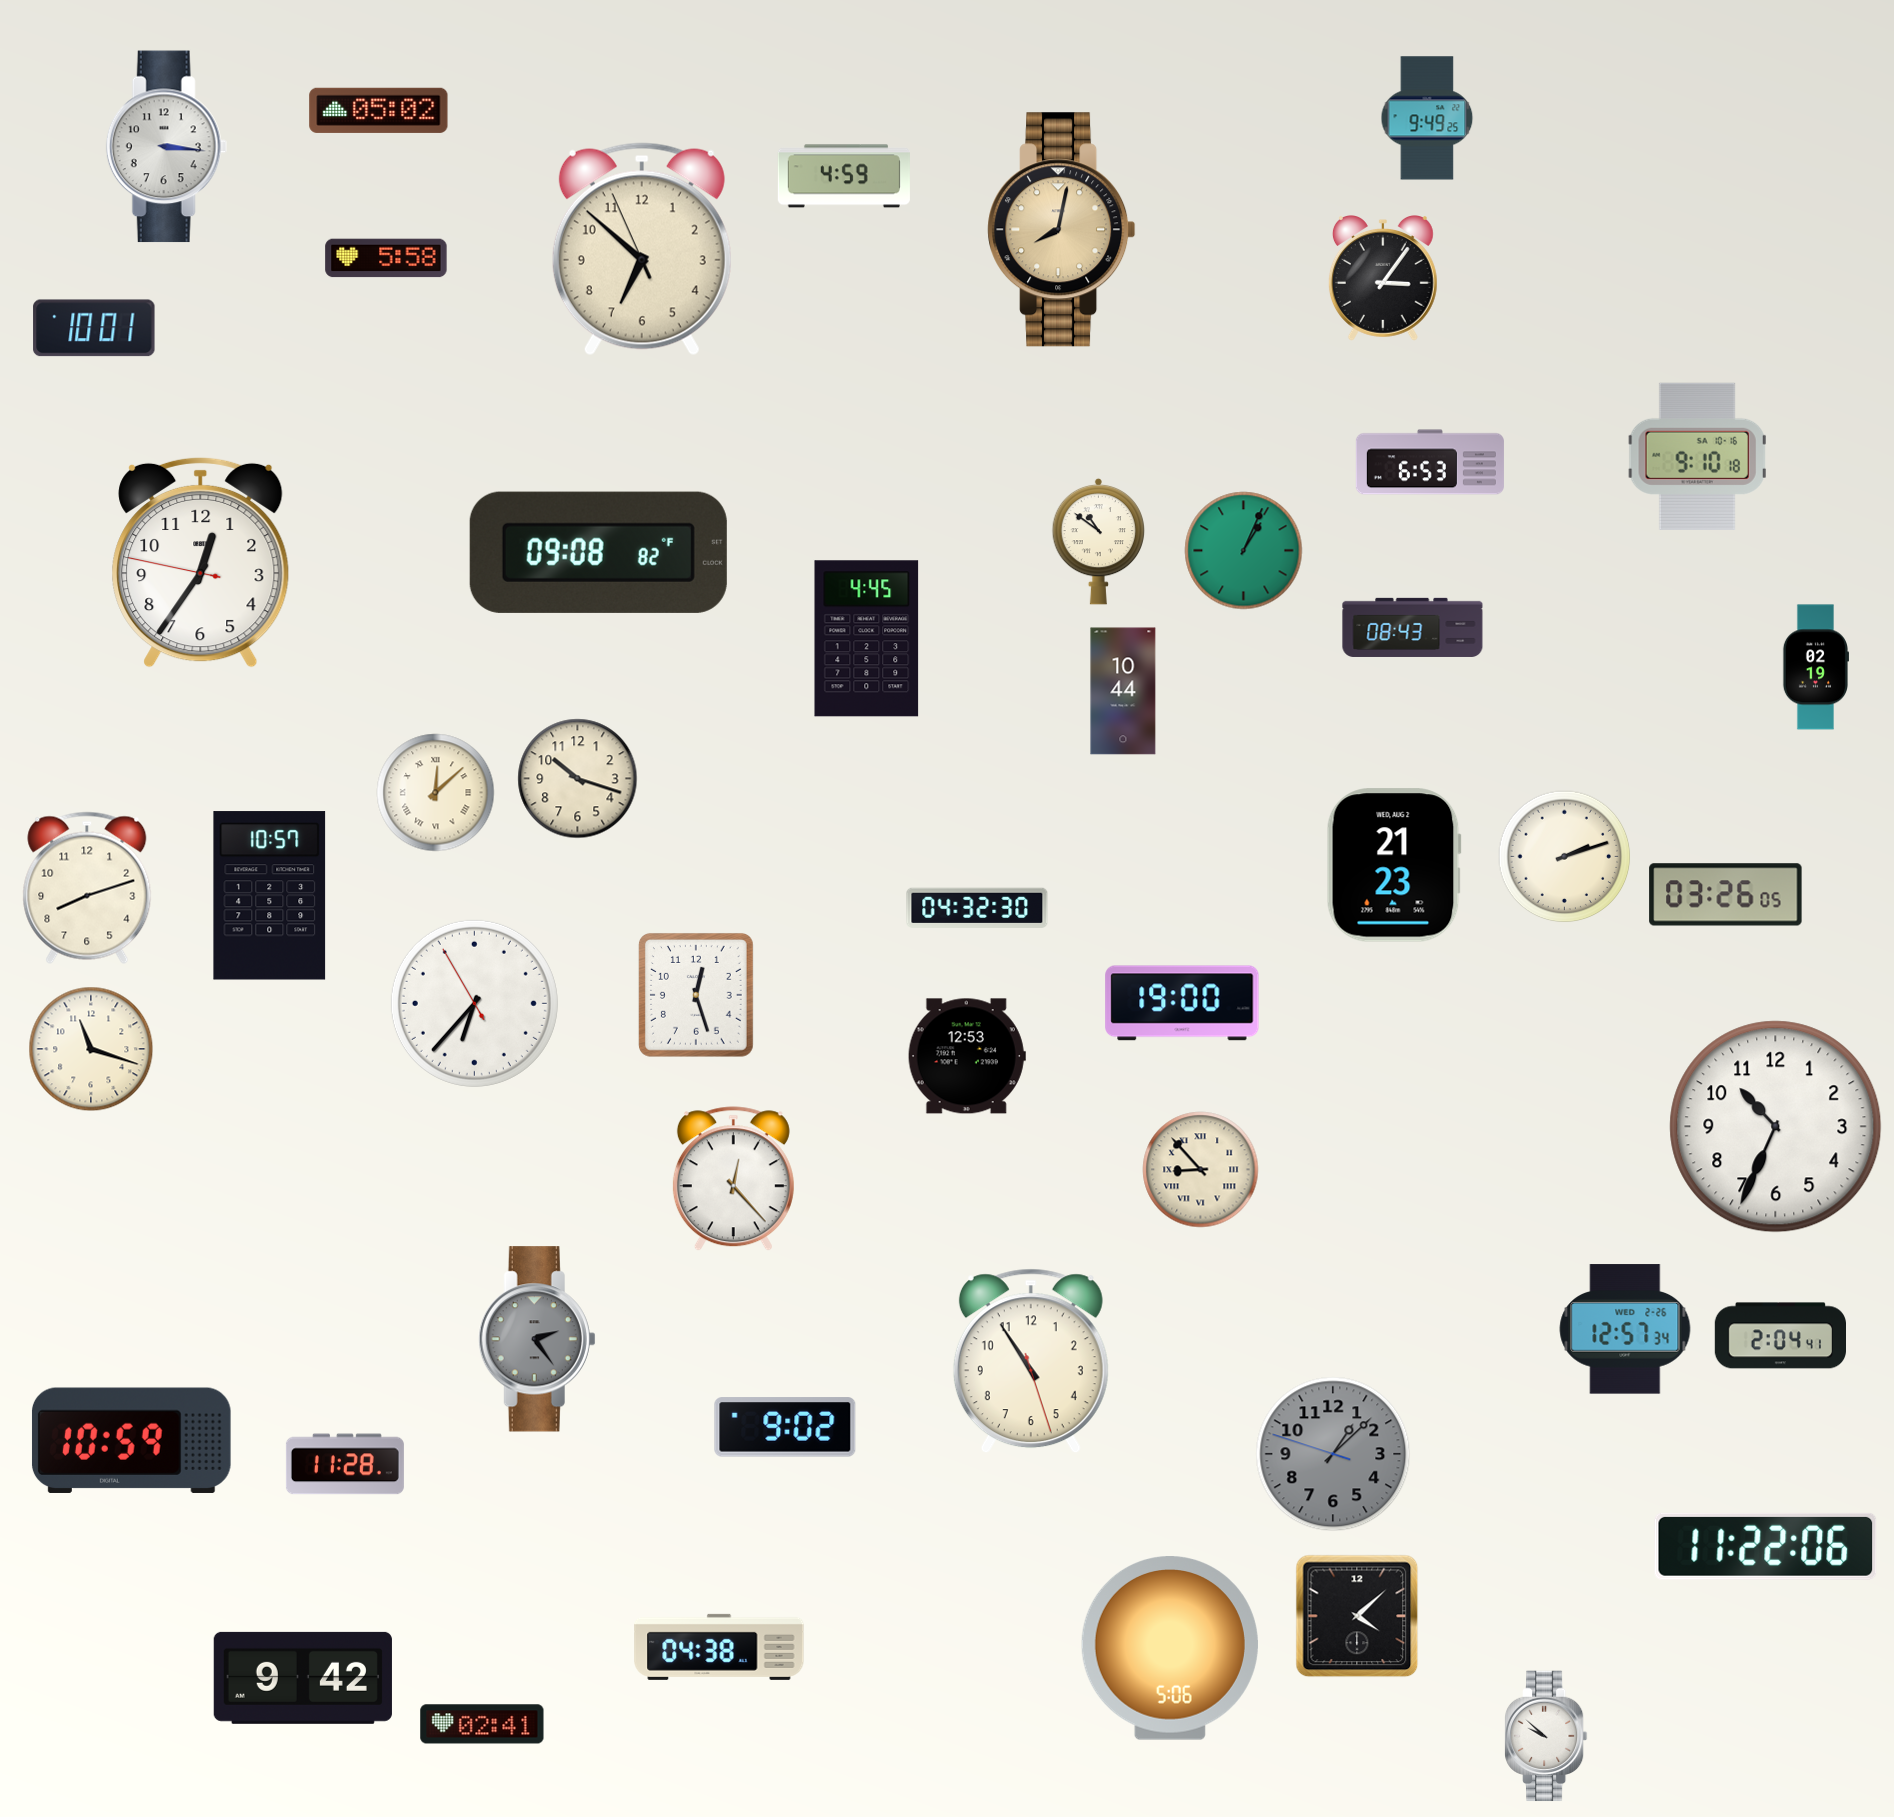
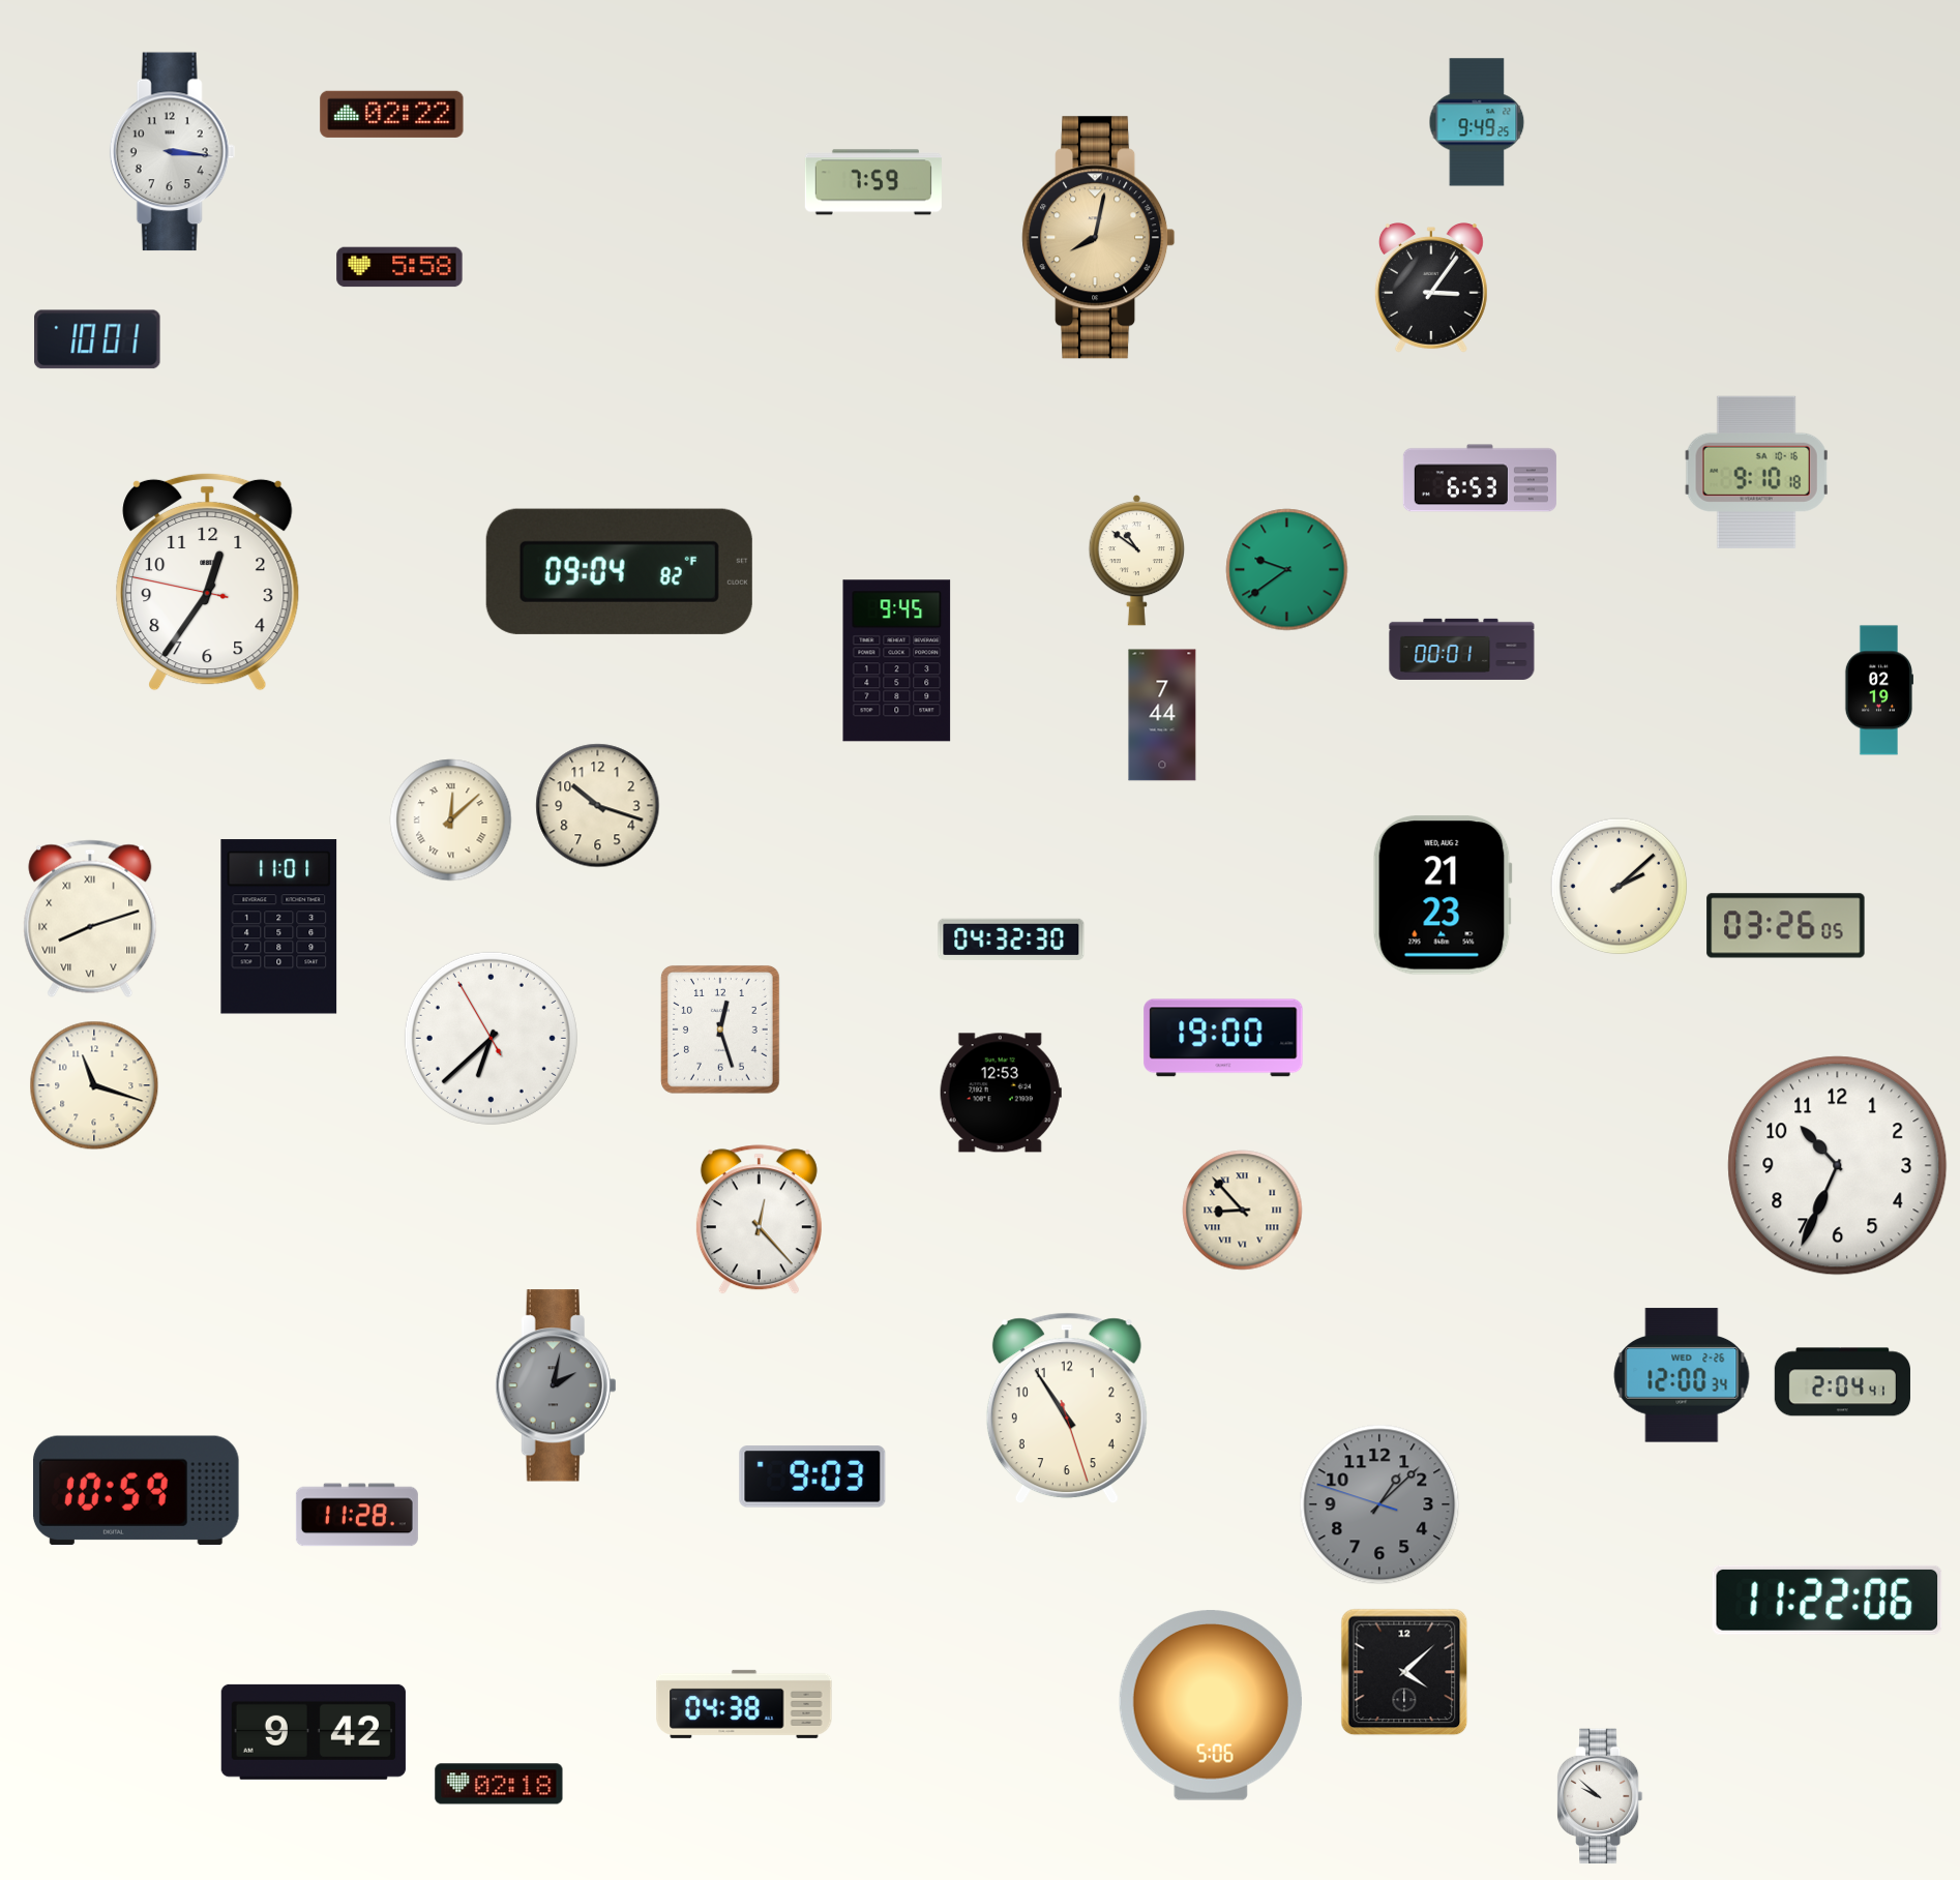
clock at (379, 110): 05:02 -> 02:22
clock at (844, 176): 4:59 -> 7:59
clock at (642, 249): 6:51 -> none
clock at (1244, 551): 1:04 -> 9:39
clock at (598, 552): 09:08 -> 09:04
clock at (1413, 627): 08:43 -> 00:01
clock at (867, 639): 4:45 -> 9:45
clock at (1123, 691): 10:44 -> 7:44
clock at (1565, 857): 2:12 -> 2:08
clock at (87, 888) numerals: Arabic -> Roman
clock at (270, 896): 10:57 -> 11:01
clock at (474, 1003): 6:36 -> 6:37
clock at (1625, 1329): 12:57 -> 12:00
clock at (537, 1339): 2:24 -> 2:02
clock at (785, 1427): 9:02 -> 9:03
clock at (303, 1678) position: (303, 1678) -> (314, 1732)
clock at (482, 1724): 02:41 -> 02:18
